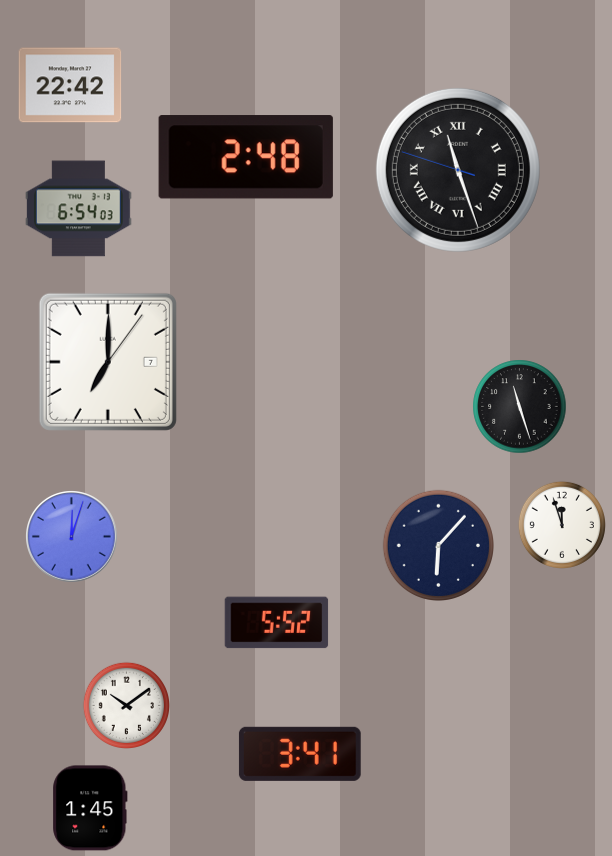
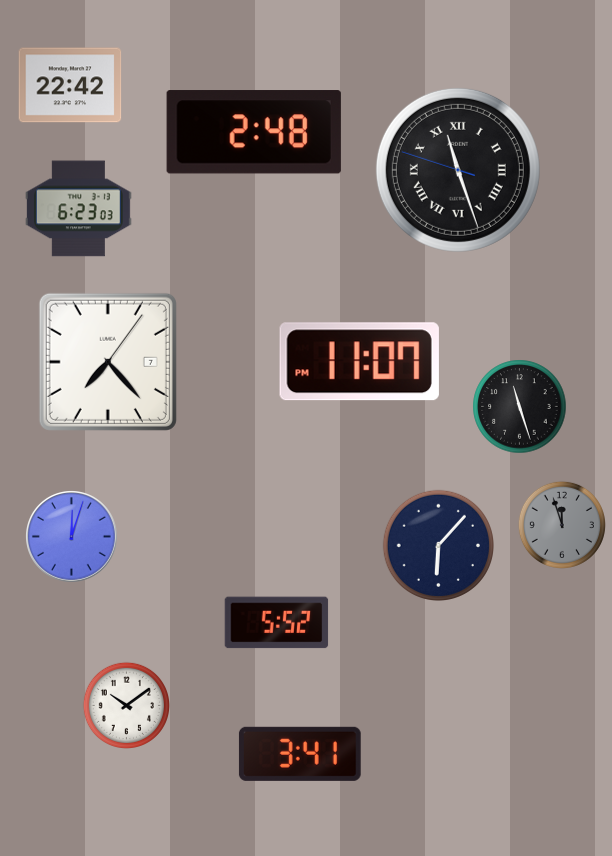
clock at (246, 157) position: (246, 157) -> (254, 132)
clock at (78, 209): 6:54 -> 6:23
clock at (108, 362): 7:00 -> 7:23
clock at (359, 362): none -> 11:07
clock at (562, 525) dial: white -> grey
clock at (90, 808): 1:45 -> none
